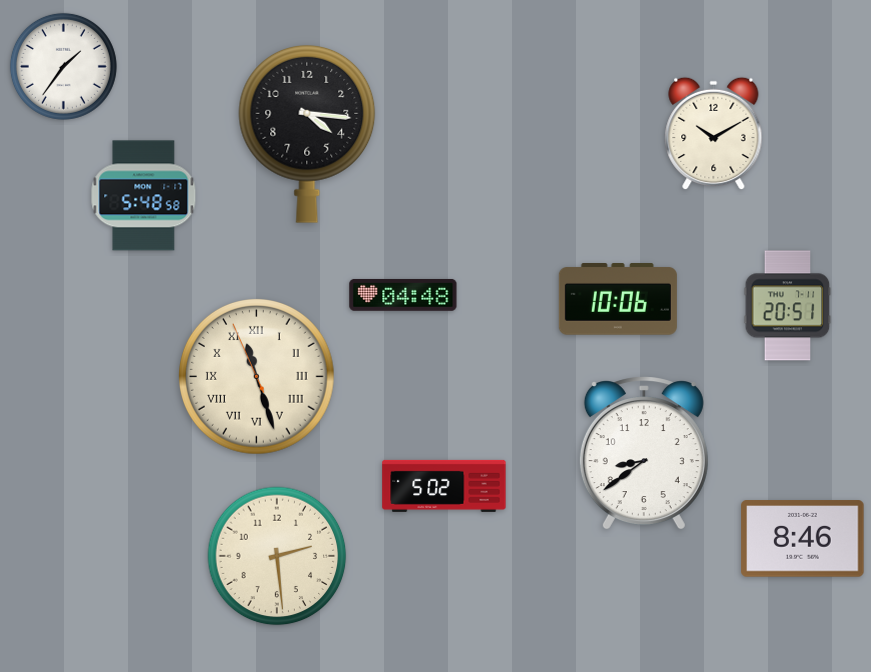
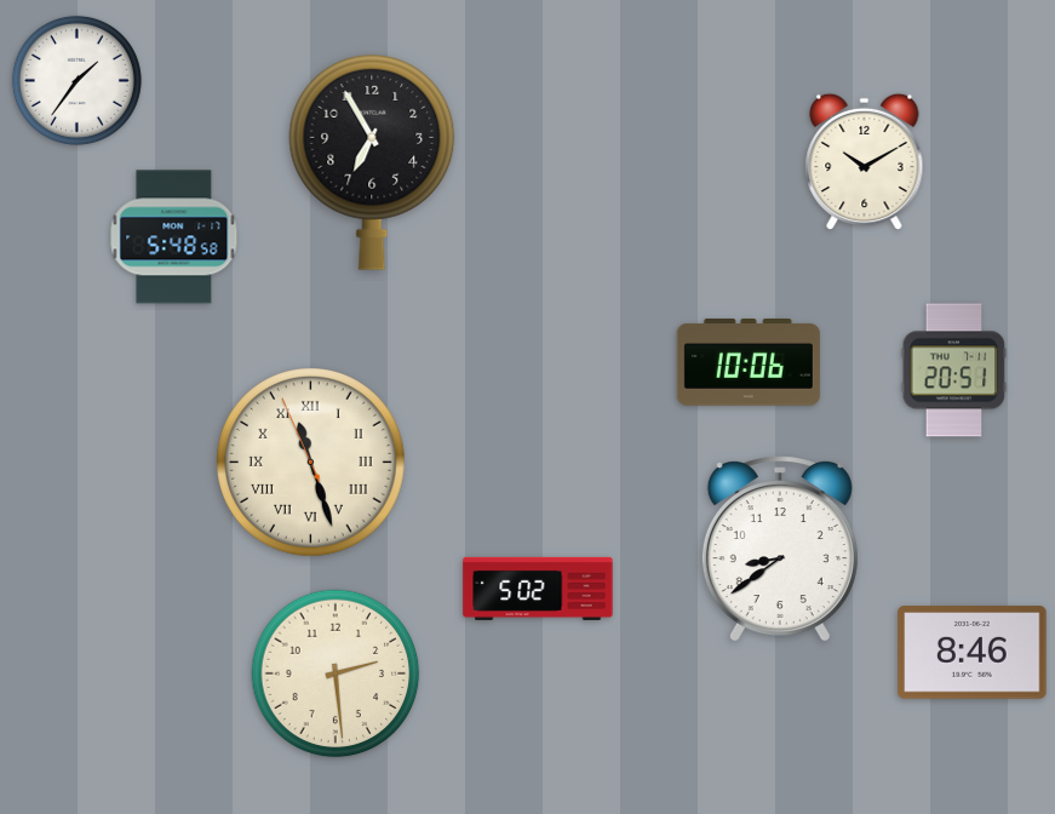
clock at (307, 134): 4:16 -> 6:55
clock at (403, 295): 04:48 -> none
clock at (257, 377) position: (257, 377) -> (311, 463)
